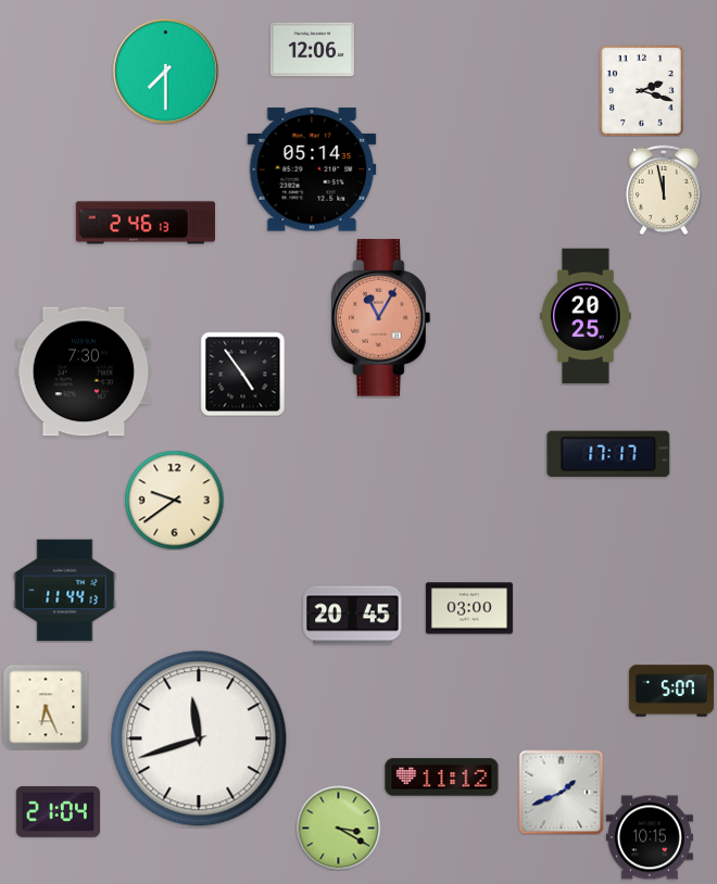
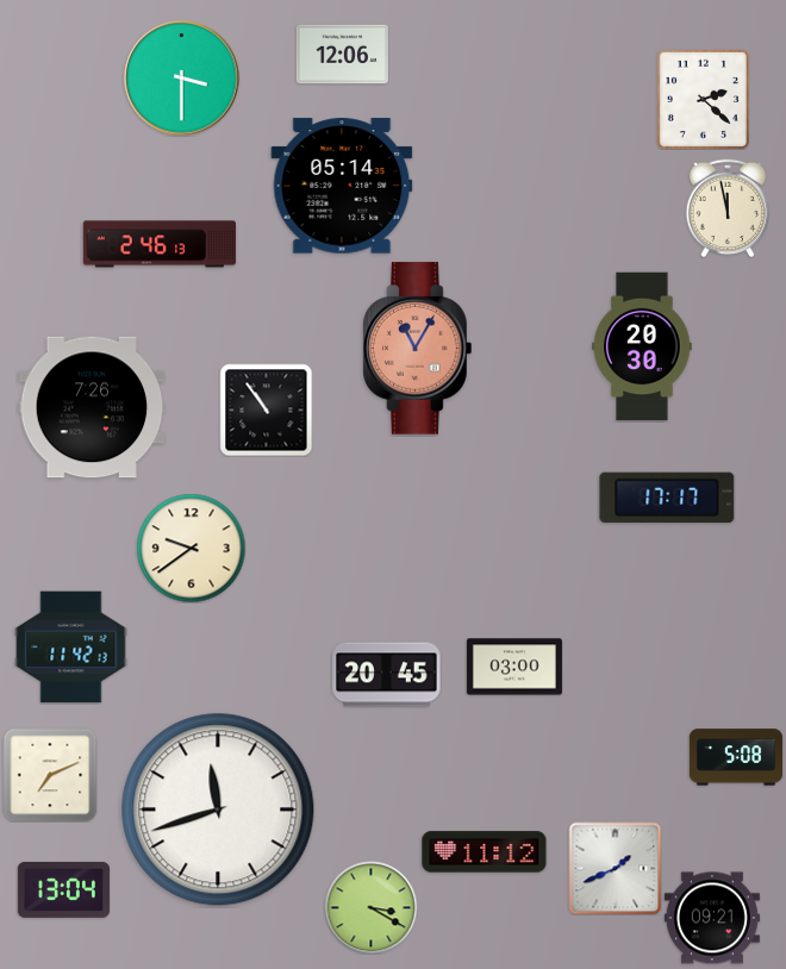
clock at (166, 72): 7:30 -> 3:30
clock at (641, 90): 2:18 -> 2:22
clock at (586, 316): 20:25 -> 20:30
clock at (84, 371): 7:30 -> 7:26
clock at (242, 374): 4:54 -> 10:54
clock at (65, 591): 11:44 -> 11:42
clock at (671, 691): 5:07 -> 5:08
clock at (46, 707): 6:26 -> 7:11
clock at (58, 811): 21:04 -> 13:04
clock at (650, 837): 10:15 -> 09:21
